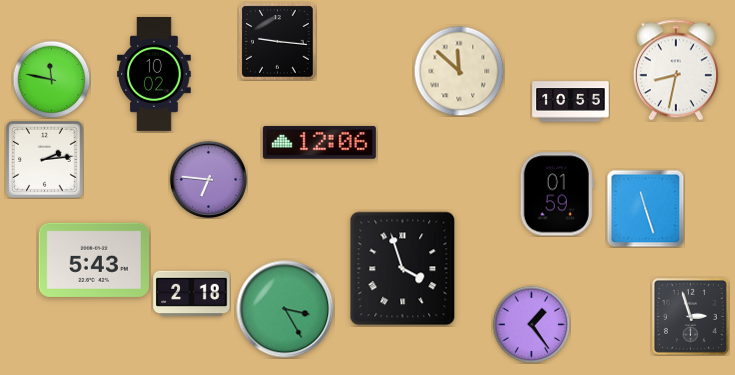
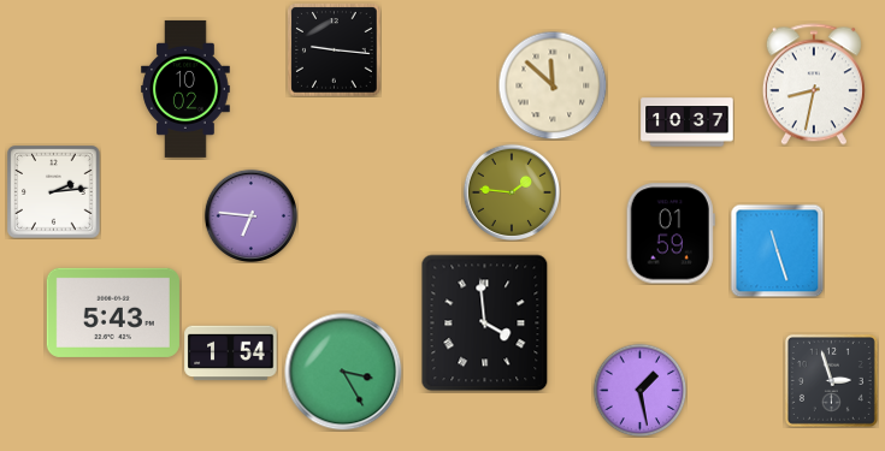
clock at (51, 79): 11:47 -> none
clock at (571, 102): 10:55 -> 10:37
clock at (319, 142): 12:06 -> none
clock at (511, 191): none -> 1:46
clock at (403, 269): 3:57 -> 3:59
clock at (192, 294): 2:18 -> 1:54
clock at (531, 324): 1:24 -> 1:28
